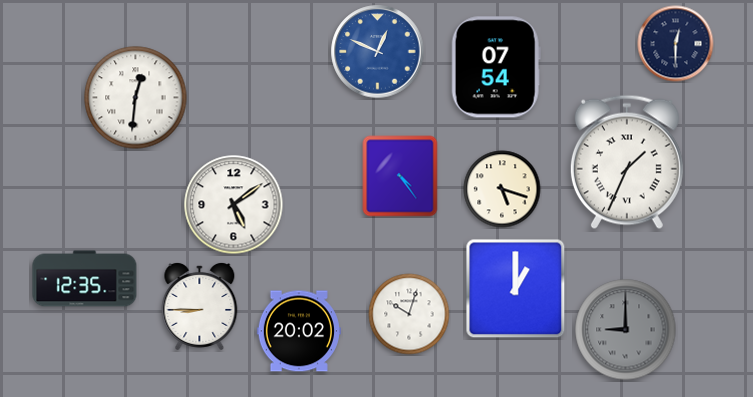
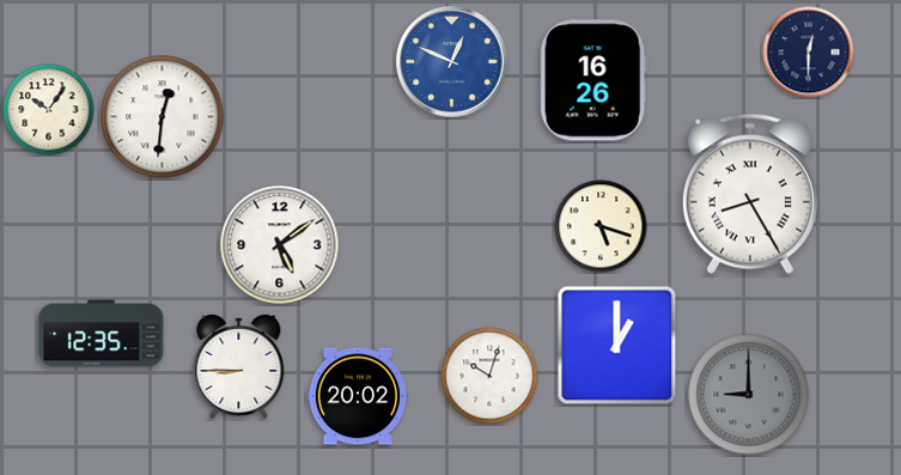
clock at (496, 67): 07:54 -> 16:26
clock at (49, 110): none -> 10:06
clock at (627, 162): 1:34 -> 8:25
clock at (400, 176): 4:24 -> none
